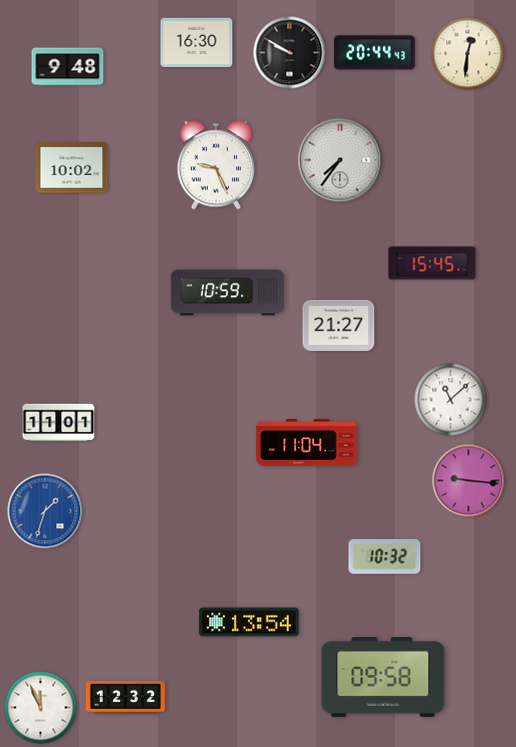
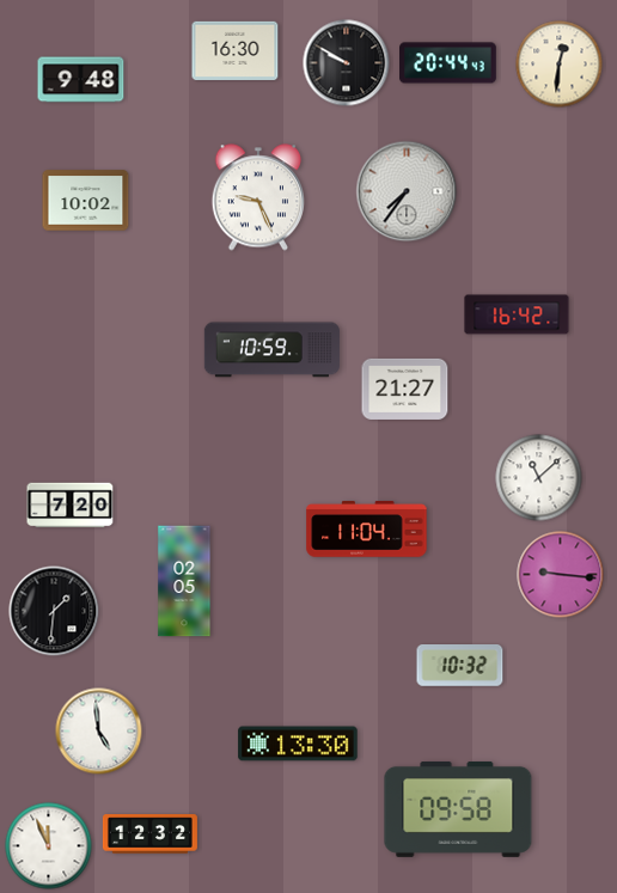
clock at (432, 263): 15:45 -> 16:42
clock at (59, 423): 11:01 -> 7:20
clock at (184, 581): none -> 02:05
clock at (45, 511): 1:33 -> 1:31
clock at (45, 511) dial: blue -> black
clock at (99, 732): none -> 4:59
clock at (249, 622): 13:54 -> 13:30
